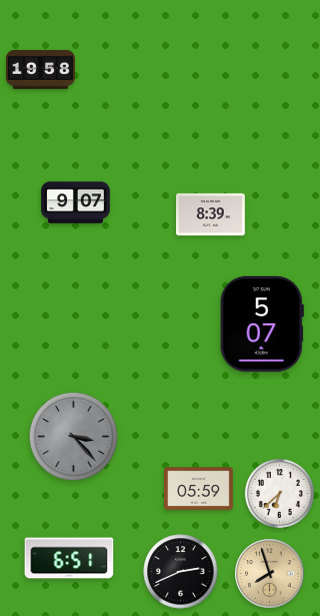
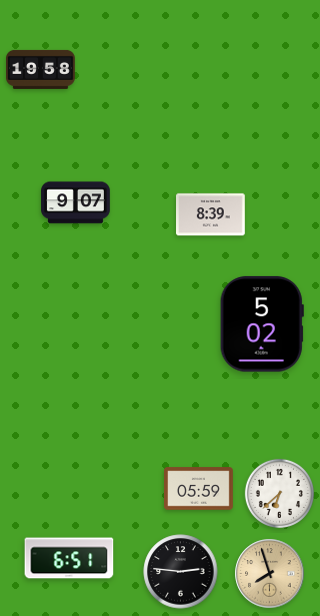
clock at (262, 324): 5:07 -> 5:02
clock at (73, 436): 3:23 -> none
clock at (181, 572): 2:41 -> 2:46
